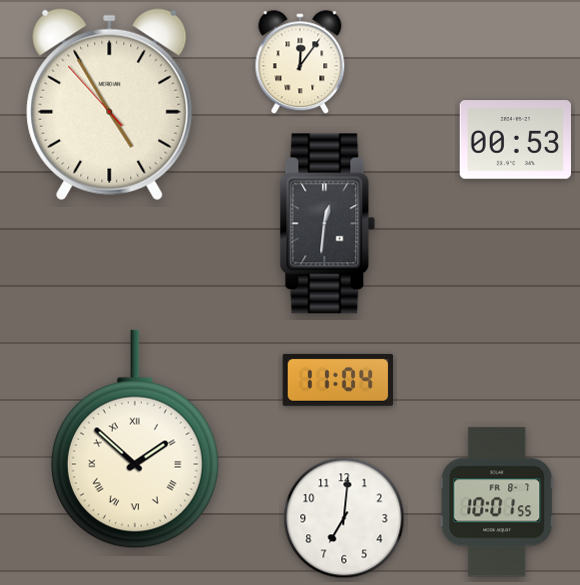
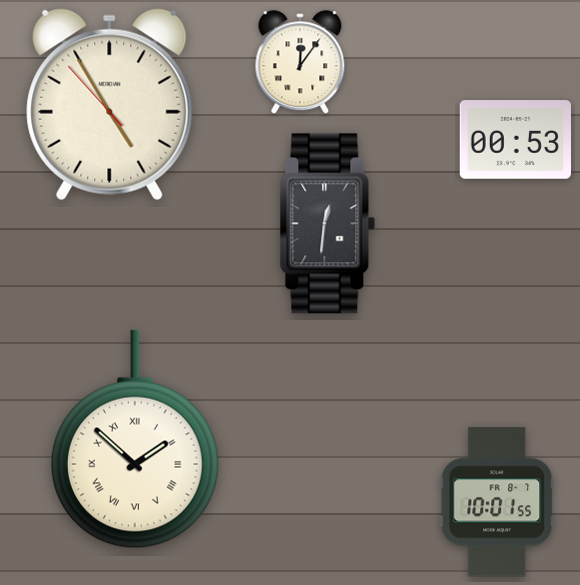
clock at (338, 380): 11:04 -> none
clock at (344, 518): 7:01 -> none
